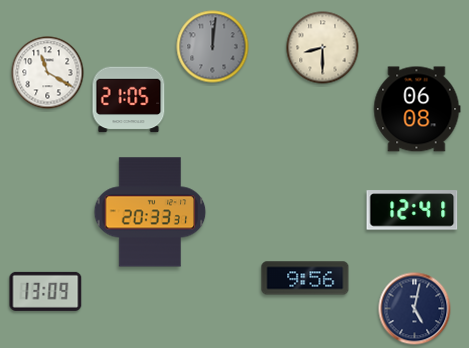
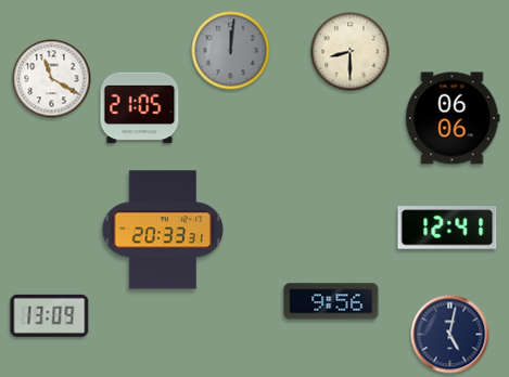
clock at (417, 109): 06:08 -> 06:06
